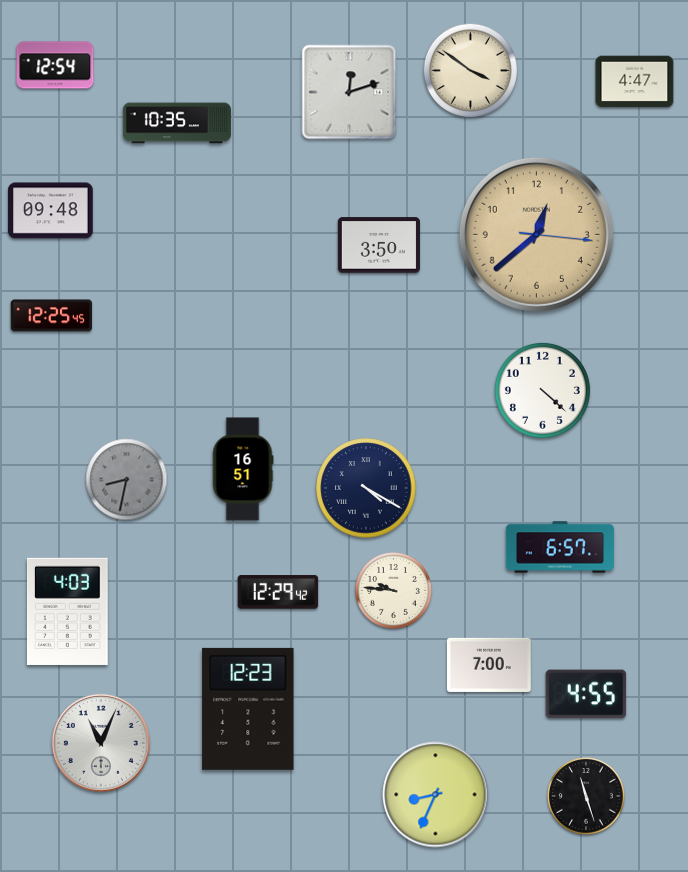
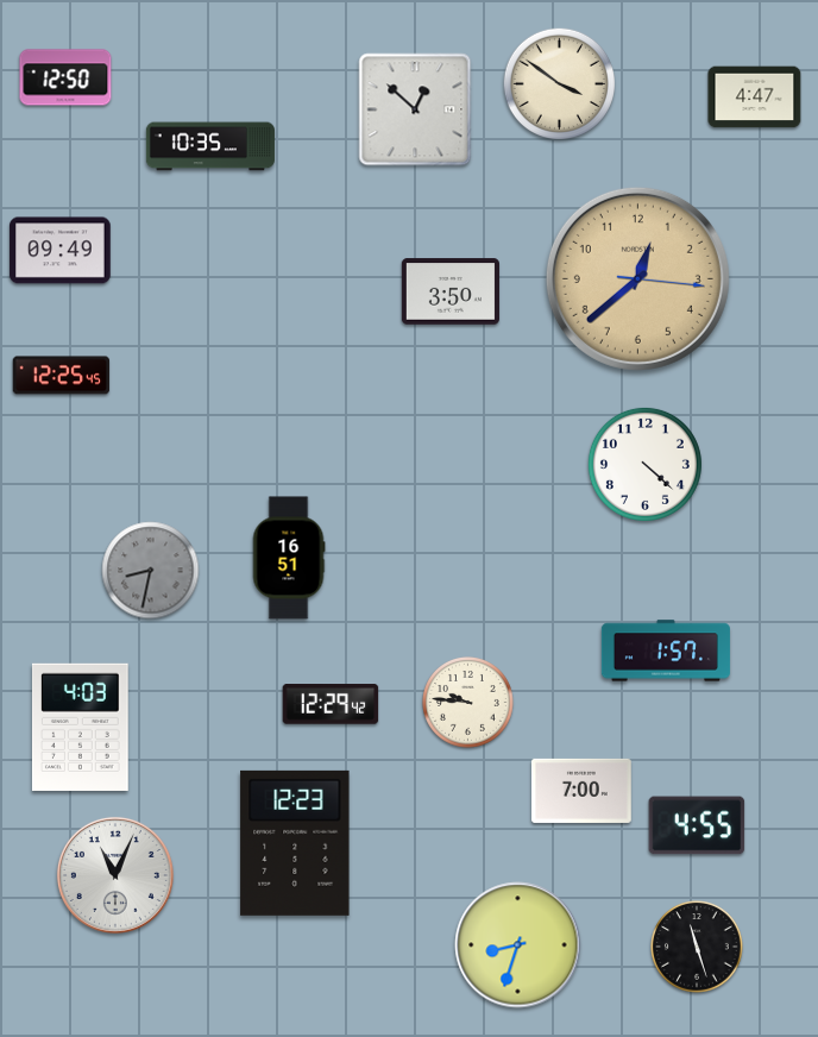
clock at (55, 65): 12:54 -> 12:50
clock at (349, 92): 12:12 -> 12:52
clock at (51, 211): 09:48 -> 09:49
clock at (366, 488): 4:20 -> none
clock at (560, 547): 6:57 -> 1:57
clock at (101, 743) position: (101, 743) -> (115, 875)
clock at (436, 795): 8:34 -> 8:33
